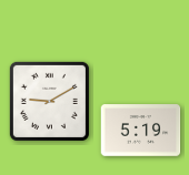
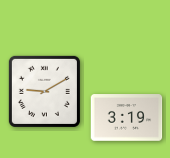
clock at (141, 131): 5:19 -> 3:19
